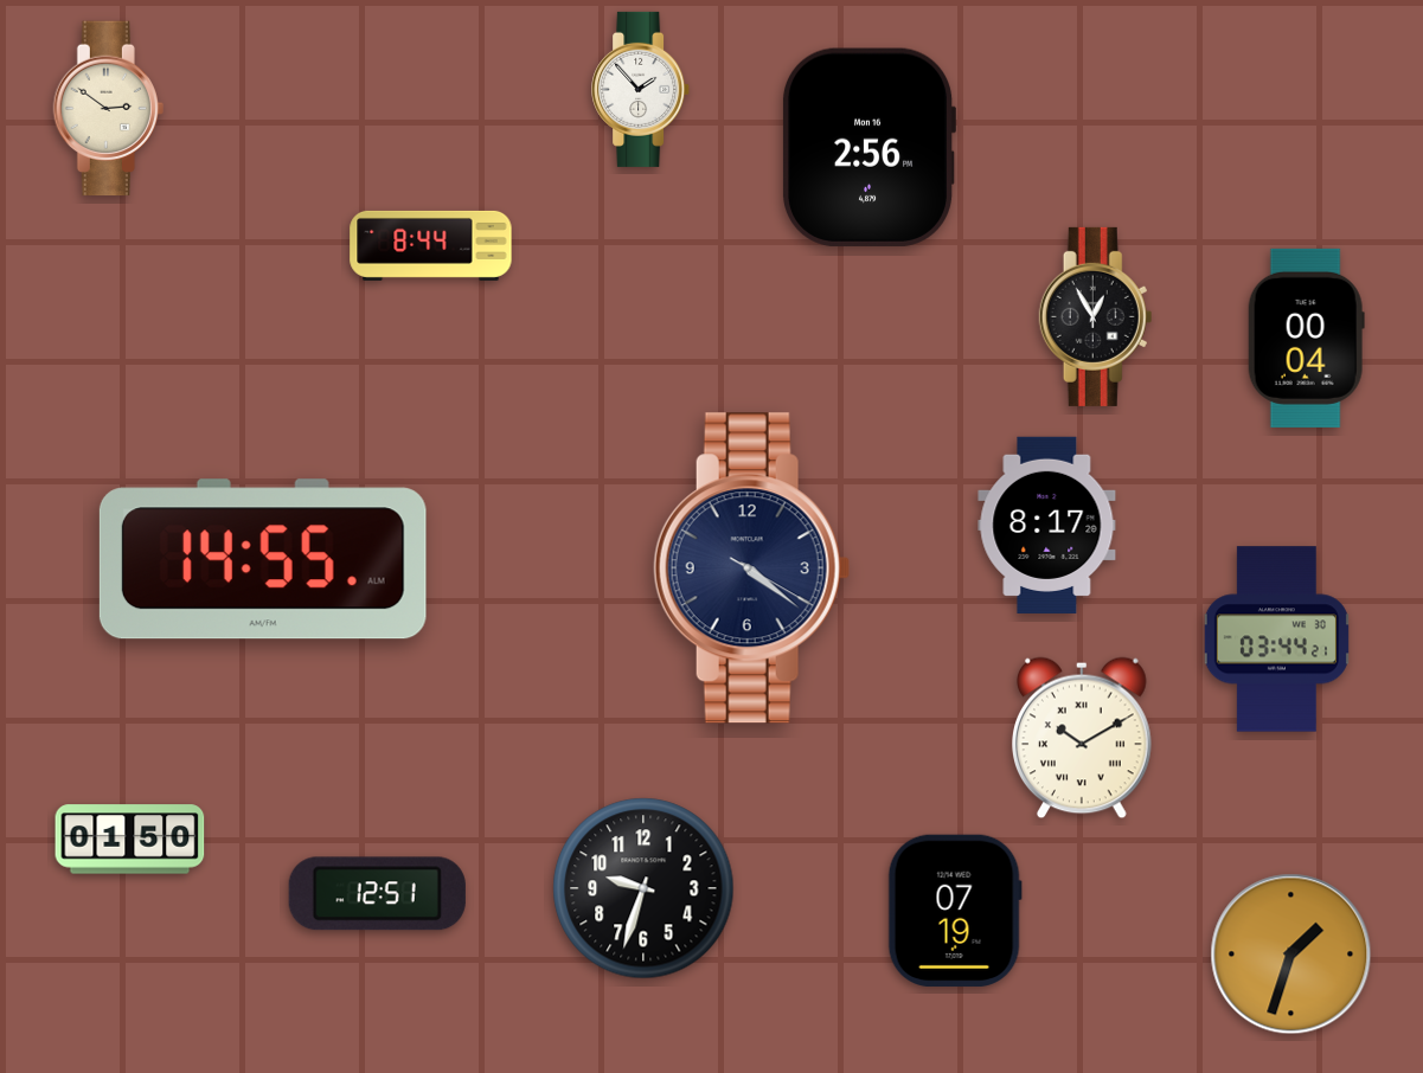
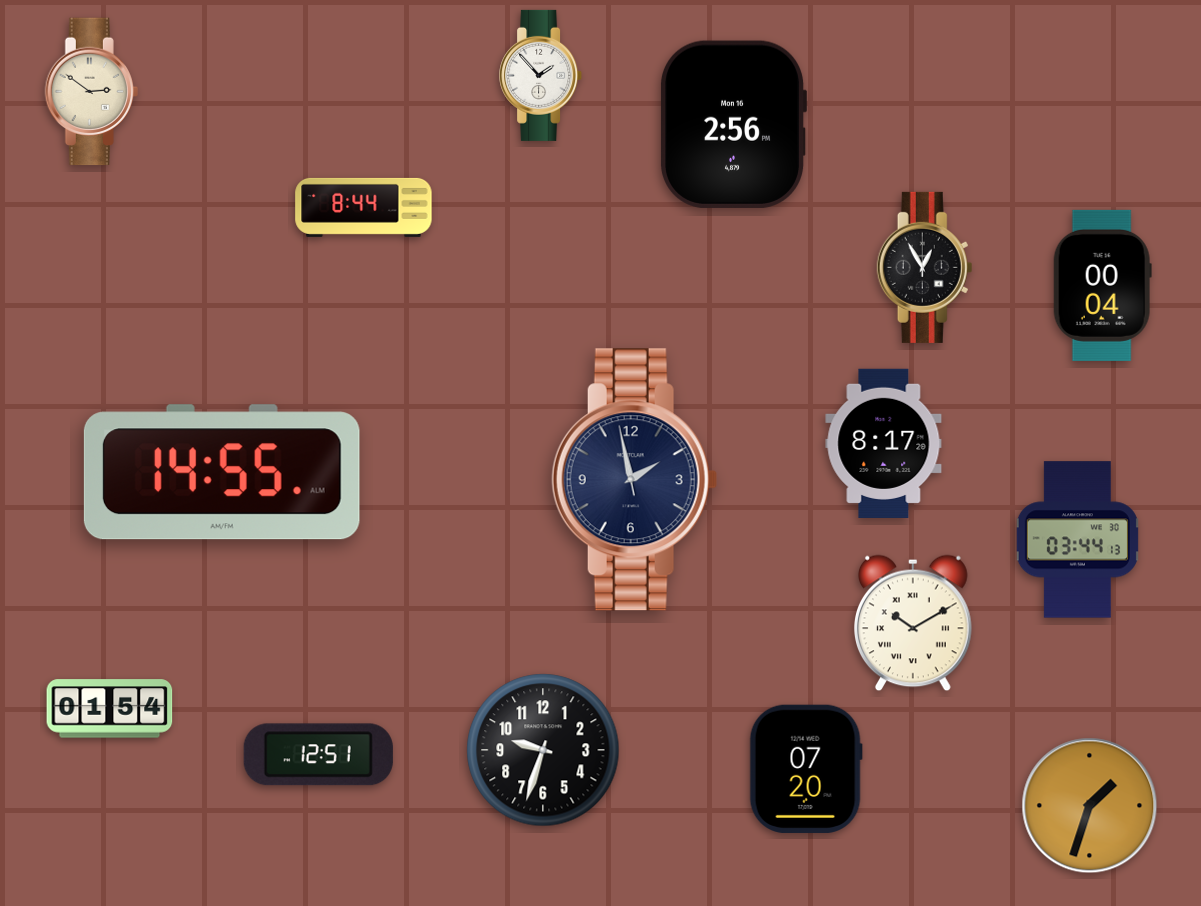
clock at (751, 568): 4:21 -> 1:57
clock at (1276, 640): 03:44:21 -> 03:44:13
clock at (130, 840): 01:50 -> 01:54
clock at (955, 911): 07:19 -> 07:20
